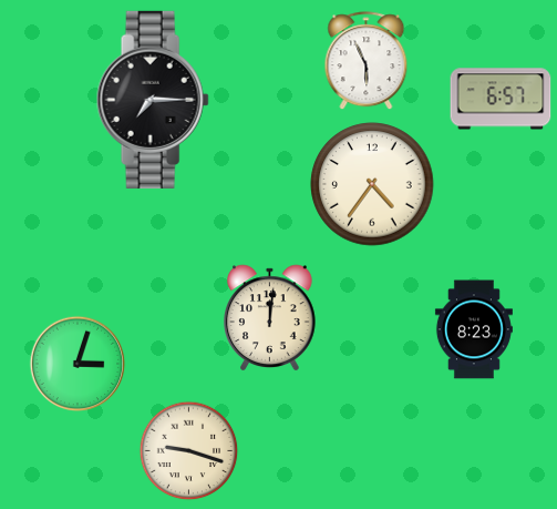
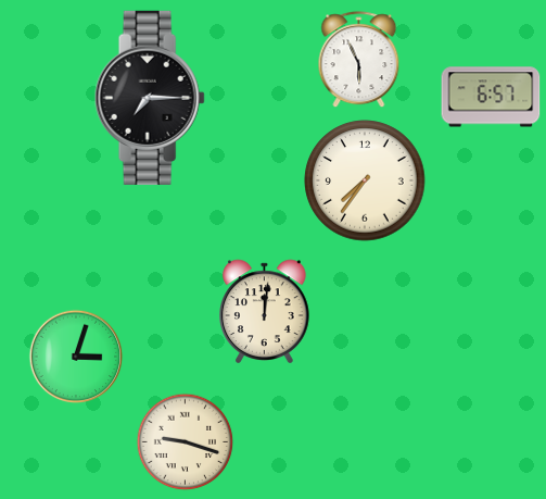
clock at (372, 184): 4:36 -> 7:36
clock at (474, 329): 8:23 -> none
